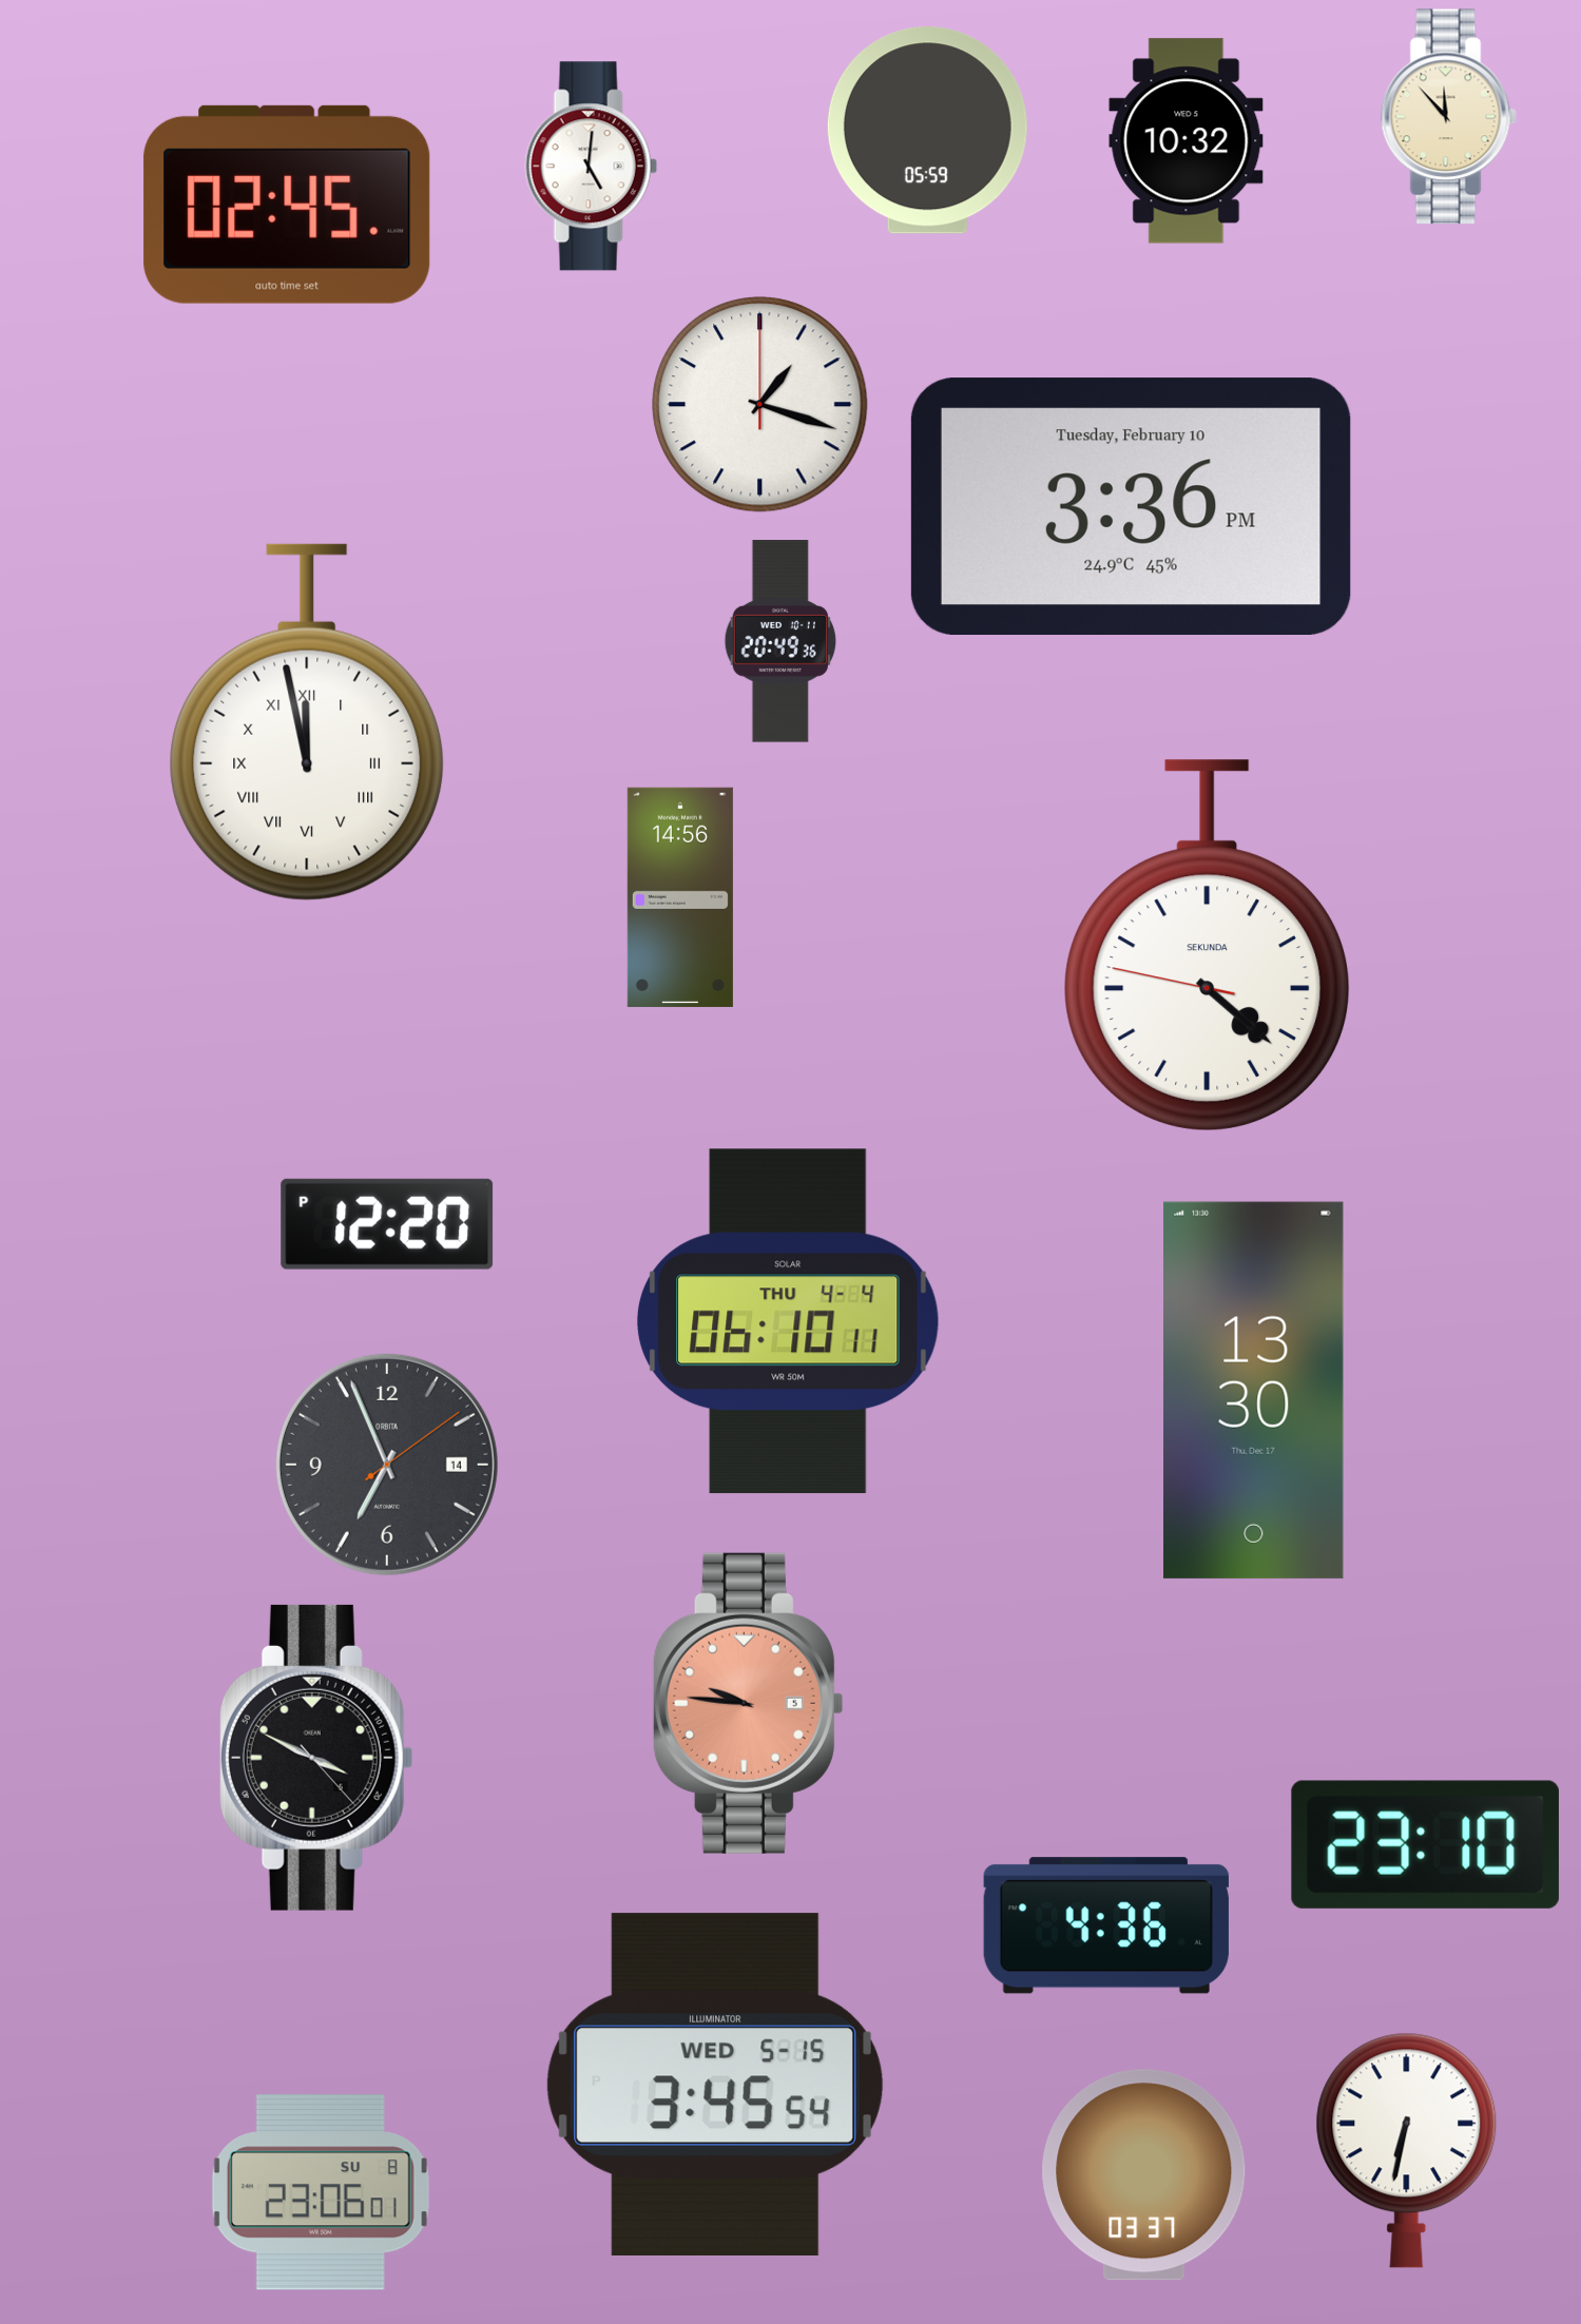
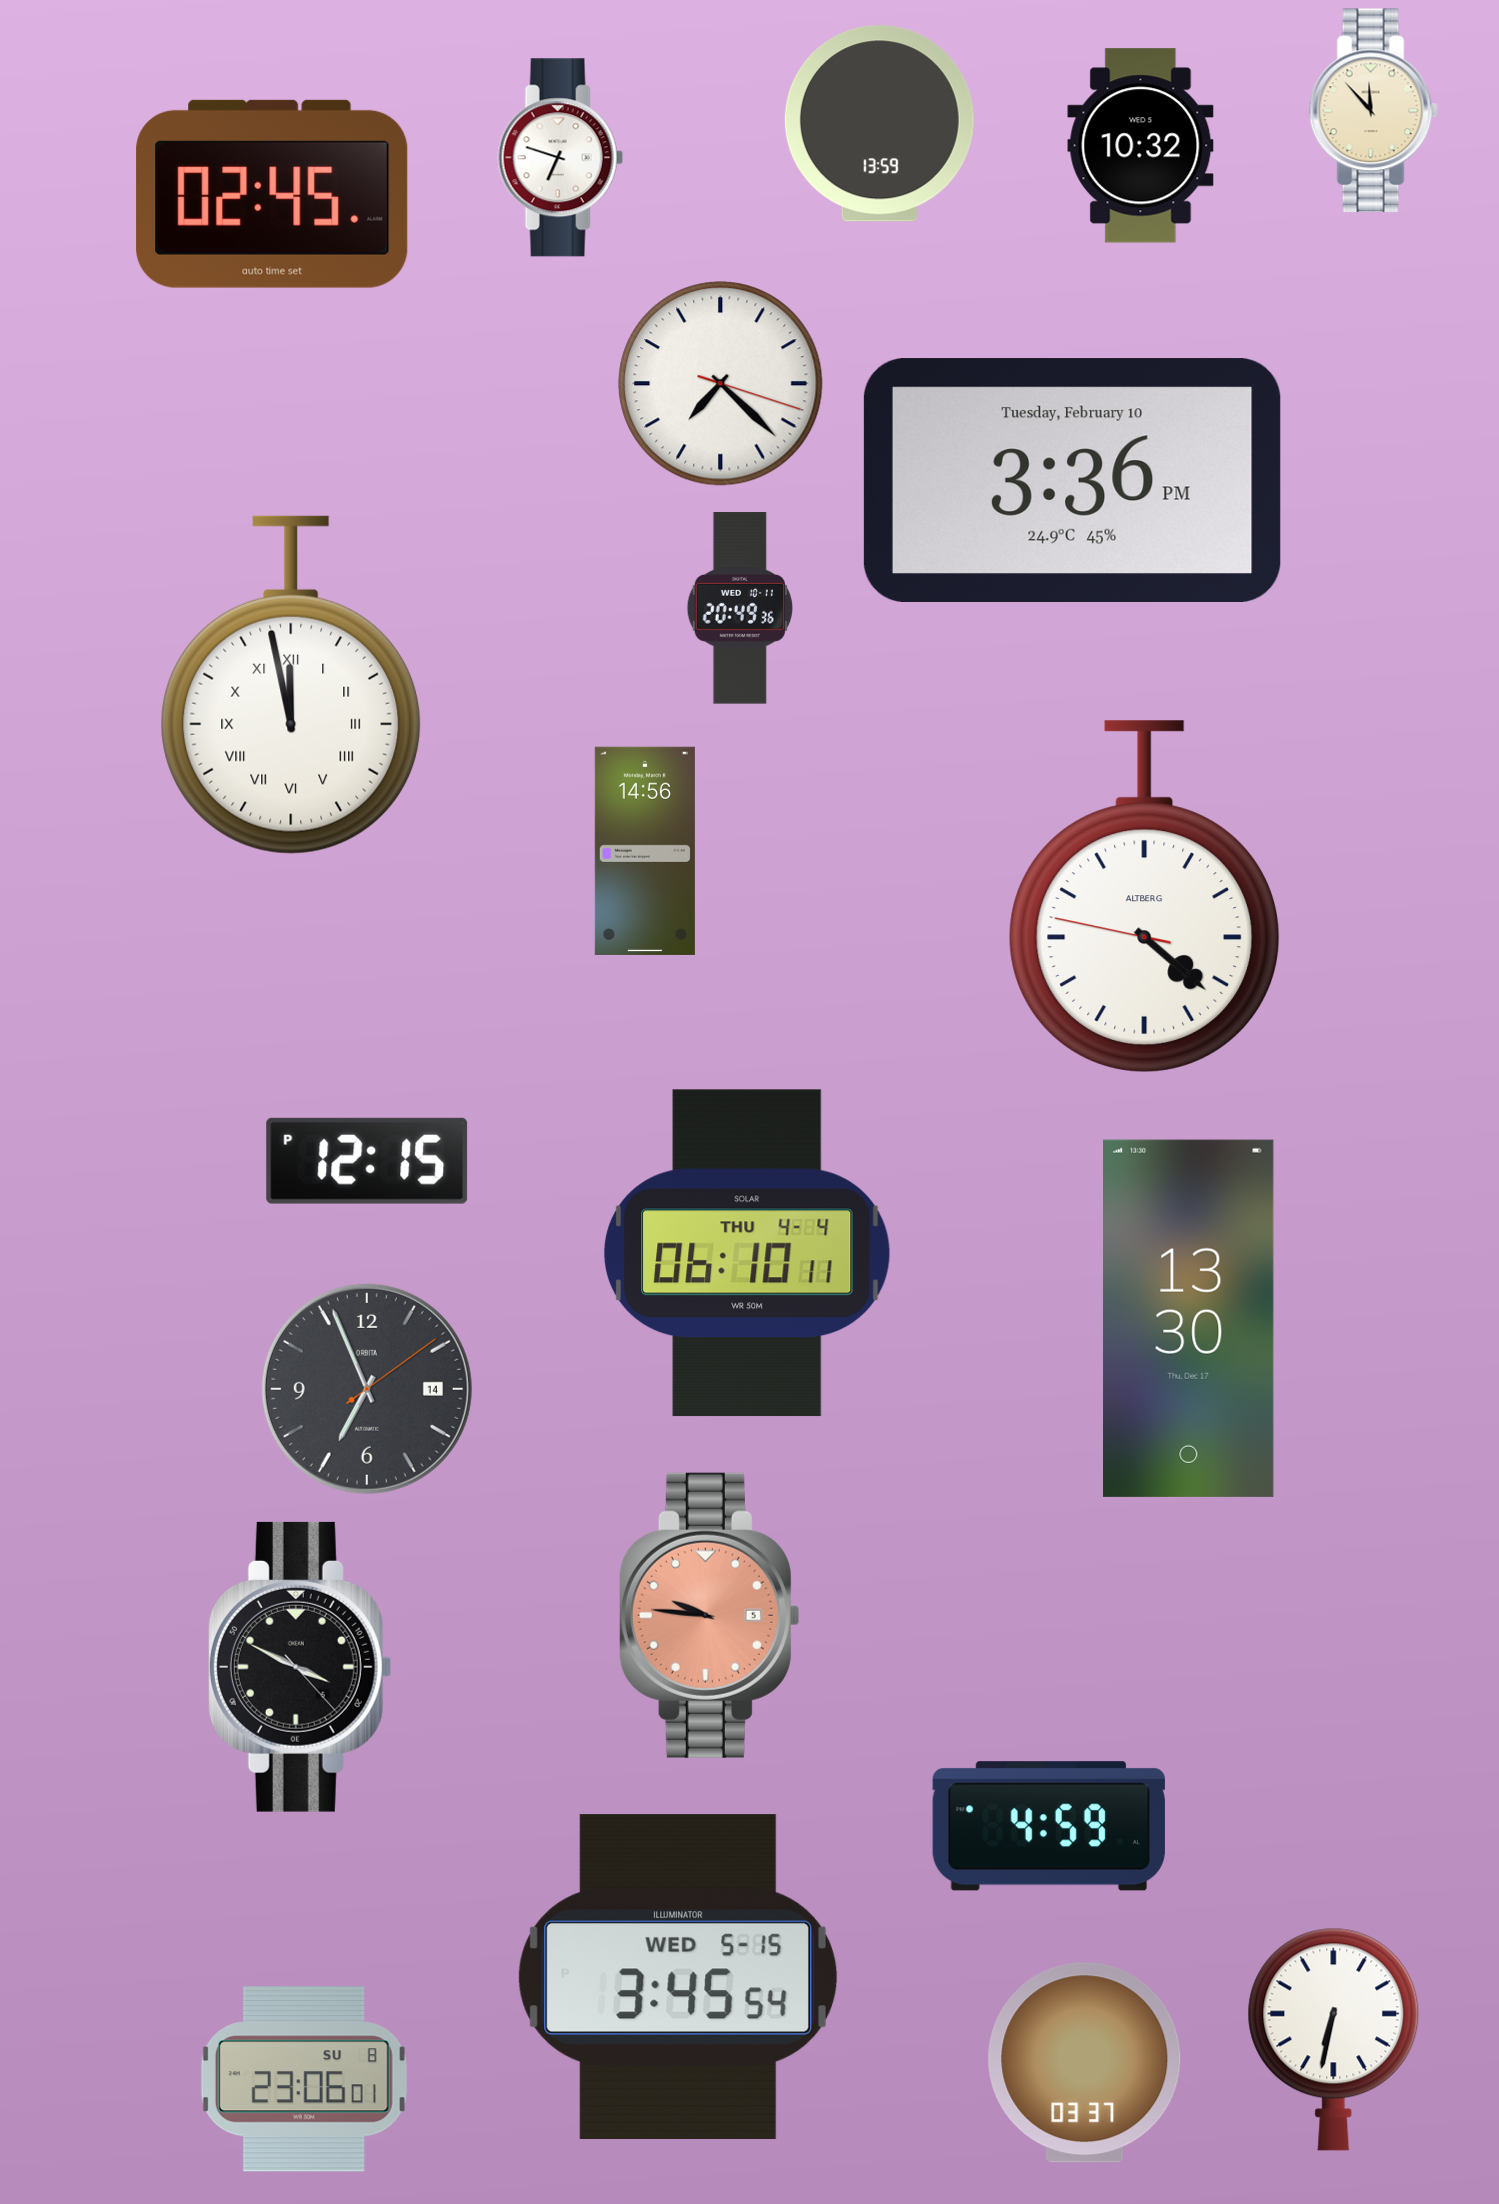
clock at (927, 131): 05:59 -> 13:59
clock at (1187, 141) position: (1187, 141) -> (1141, 146)
clock at (591, 167): 5:01 -> 6:48
clock at (760, 405): 1:18 -> 7:22
clock at (1207, 946) brand: SEKUNDA -> ALTBERG
clock at (387, 1224): 12:20 -> 12:15
clock at (1425, 1844): 23:10 -> none
clock at (1106, 1925): 4:36 -> 4:59
